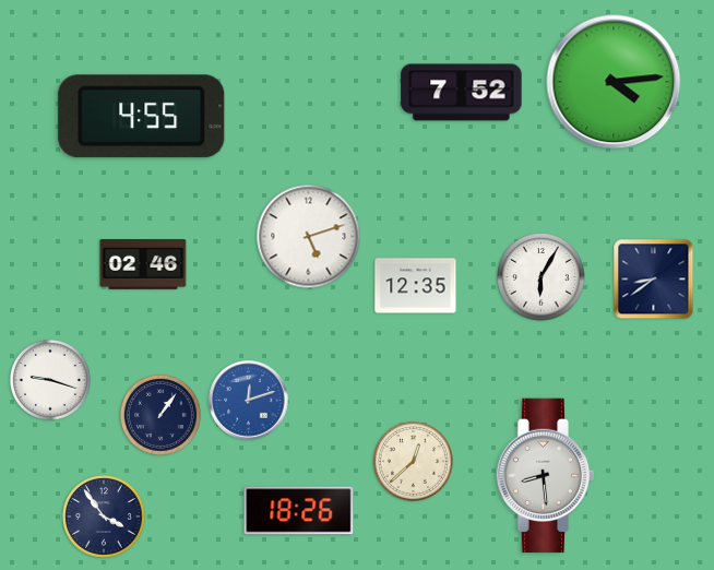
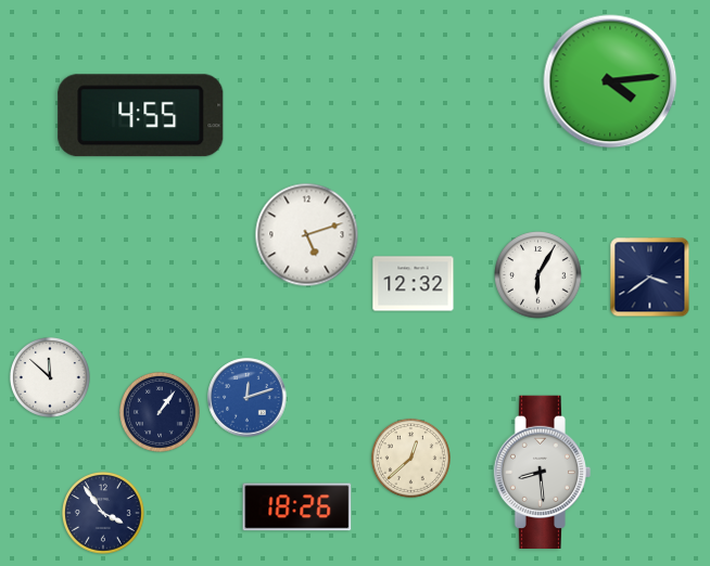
clock at (462, 93): 7:52 -> none
clock at (143, 265): 02:46 -> none
clock at (654, 280): 8:39 -> 3:39
clock at (416, 286): 12:35 -> 12:32
clock at (50, 380): 9:18 -> 11:52
